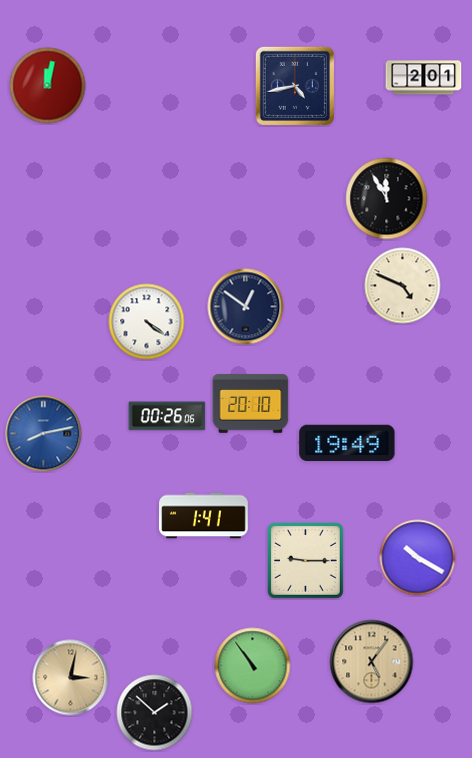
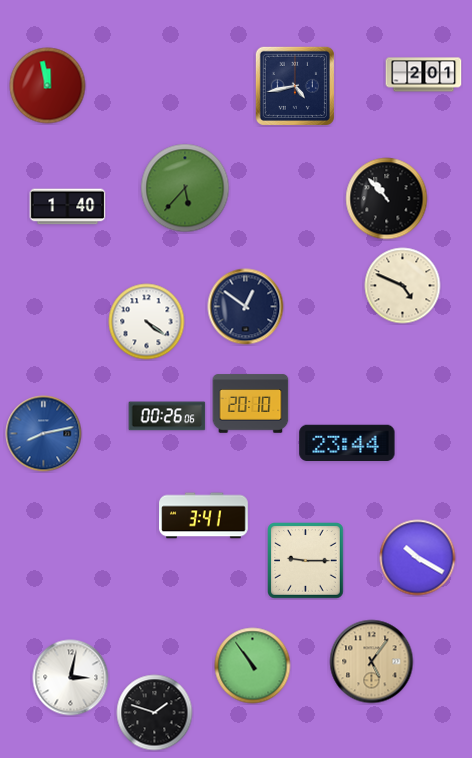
clock at (424, 78) position: (424, 78) -> (424, 75)
clock at (48, 86): 12:02 -> 11:58
clock at (185, 188): none -> 5:37
clock at (387, 199): 11:55 -> 10:53
clock at (68, 207): none -> 1:40
clock at (347, 443): 19:49 -> 23:44
clock at (204, 516): 1:41 -> 3:41
clock at (71, 678) dial: champagne -> white
clock at (155, 713): 1:52 -> 1:48
